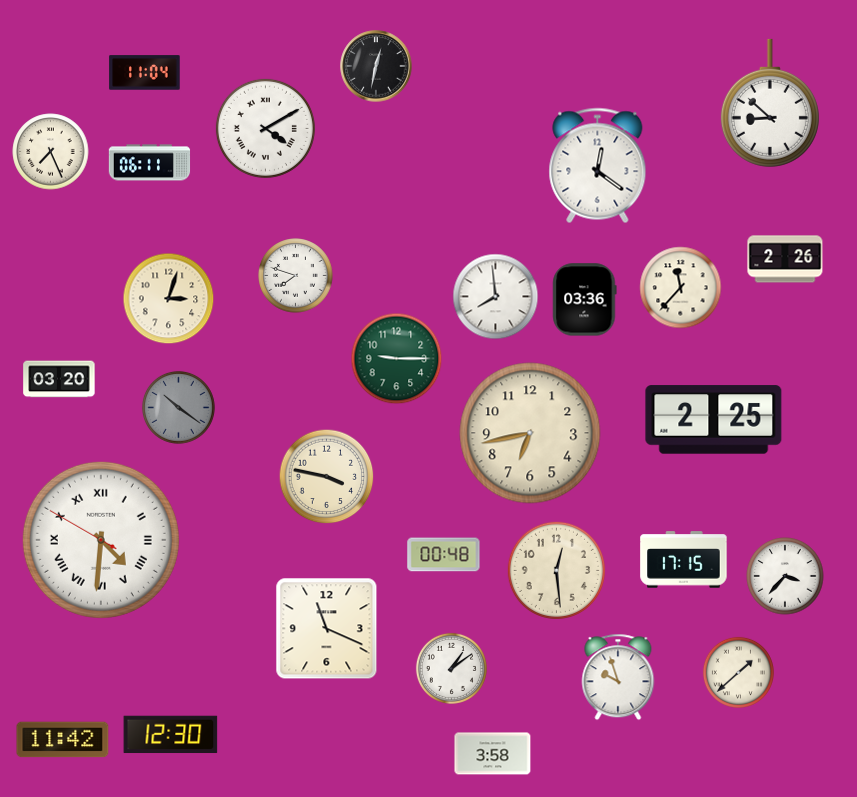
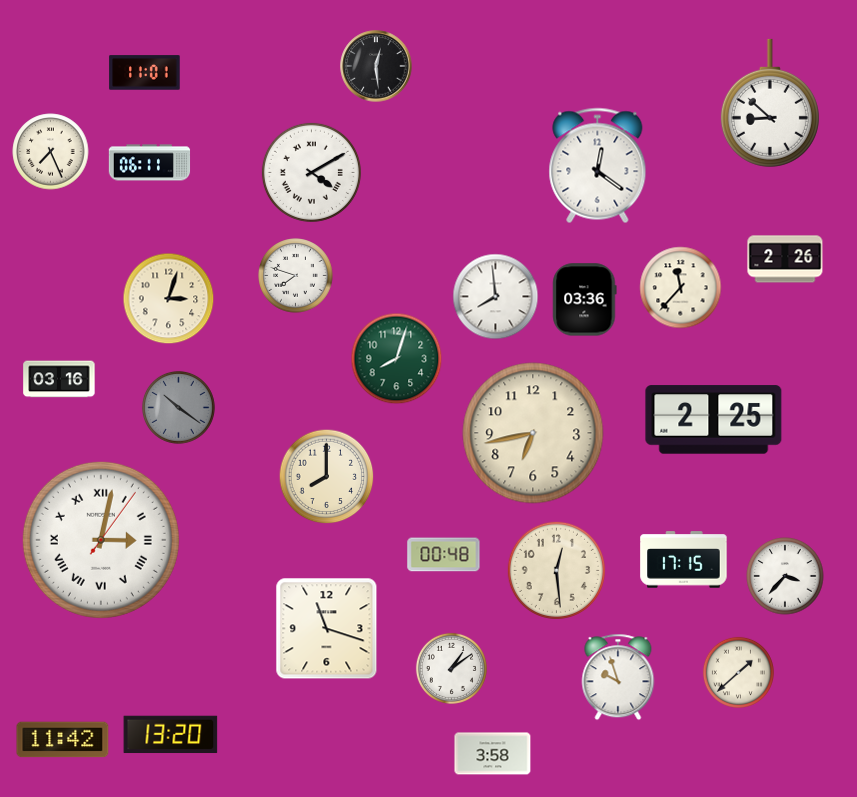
clock at (376, 66): 12:32 -> 12:29
clock at (145, 73): 11:04 -> 11:01
clock at (265, 128) position: (265, 128) -> (311, 172)
clock at (397, 359): 9:15 -> 8:03
clock at (59, 379): 03:20 -> 03:16
clock at (530, 433) position: (530, 433) -> (533, 433)
clock at (327, 477): 3:47 -> 8:00
clock at (101, 540): 4:30 -> 3:02
clock at (327, 629): 11:19 -> 11:18
clock at (171, 735): 12:30 -> 13:20
